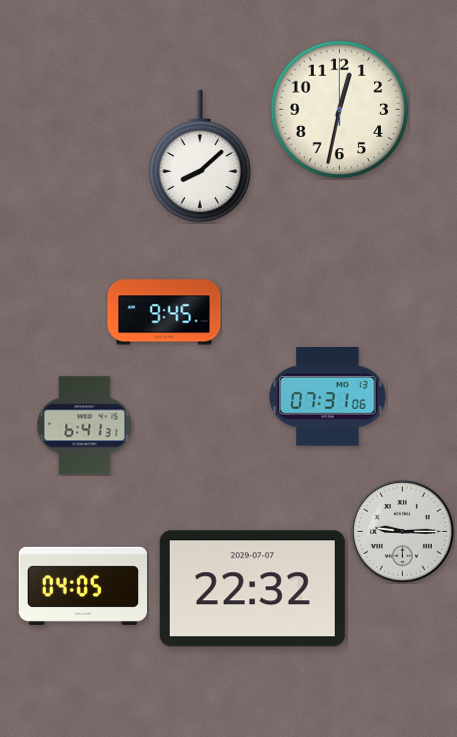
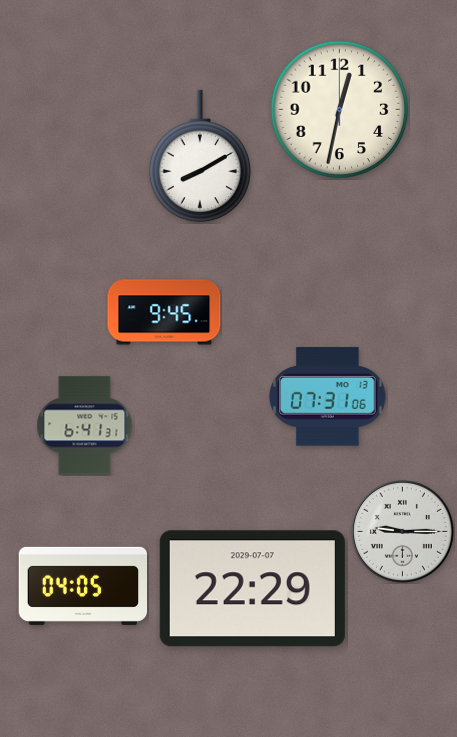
clock at (200, 156): 8:08 -> 8:10
clock at (252, 589): 22:32 -> 22:29
